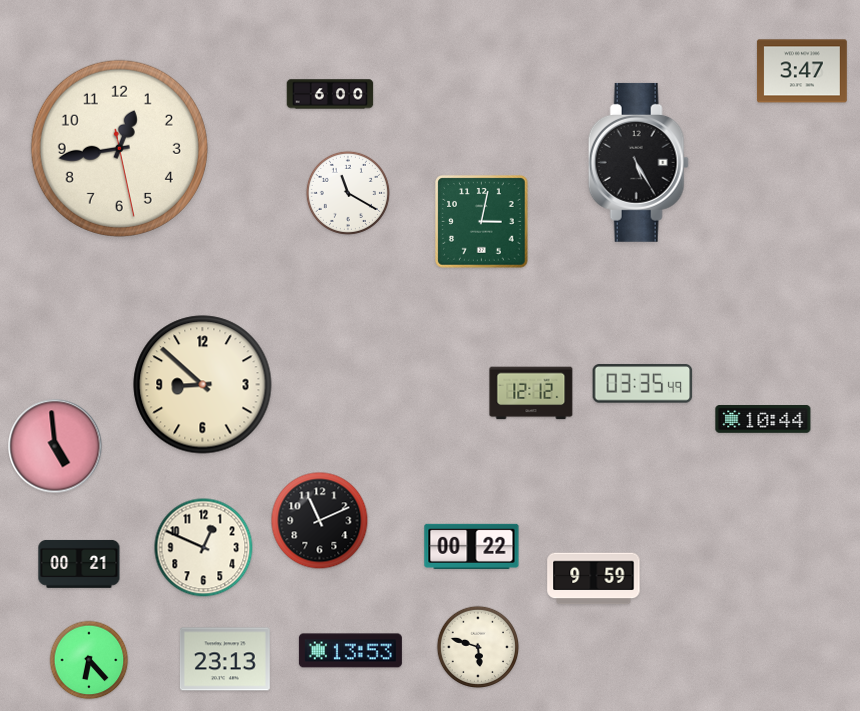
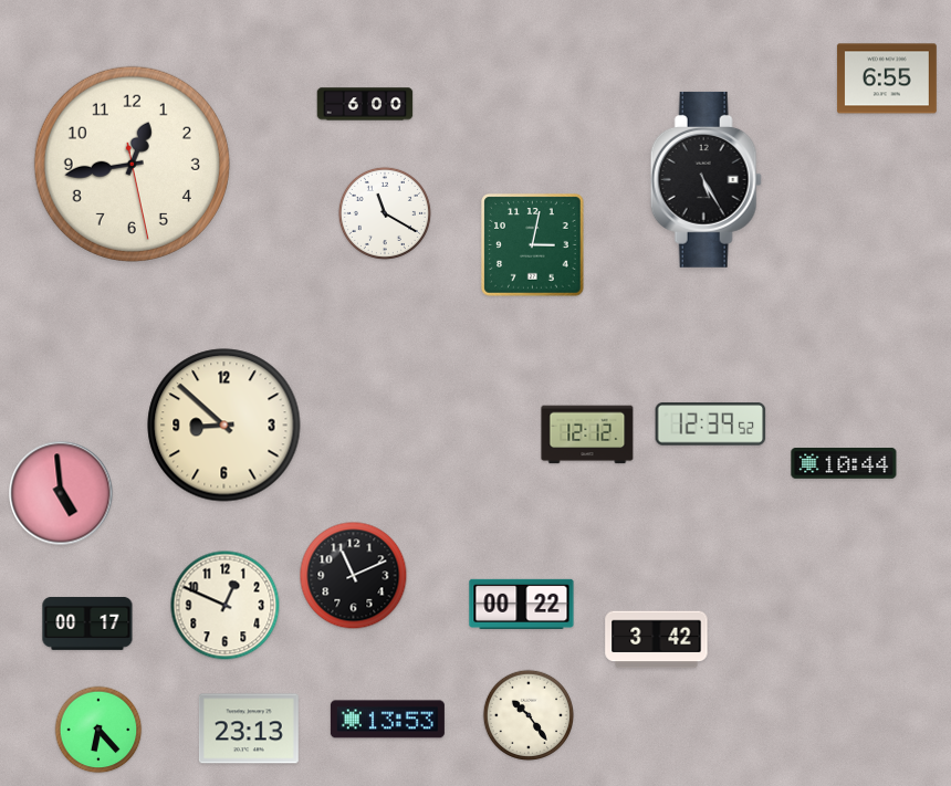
clock at (802, 71): 3:47 -> 6:55
clock at (643, 384): 03:35 -> 12:39
clock at (79, 564): 00:21 -> 00:17
clock at (594, 579): 9:59 -> 3:42
clock at (477, 646): 5:48 -> 10:24
